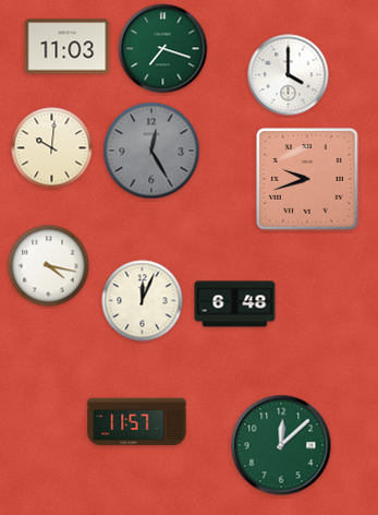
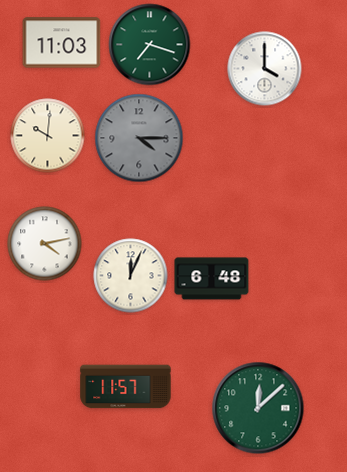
clock at (151, 151): 12:25 -> 4:15
clock at (308, 180): 9:42 -> none
clock at (49, 266): 4:17 -> 4:13
clock at (235, 304) position: (235, 304) -> (212, 279)
